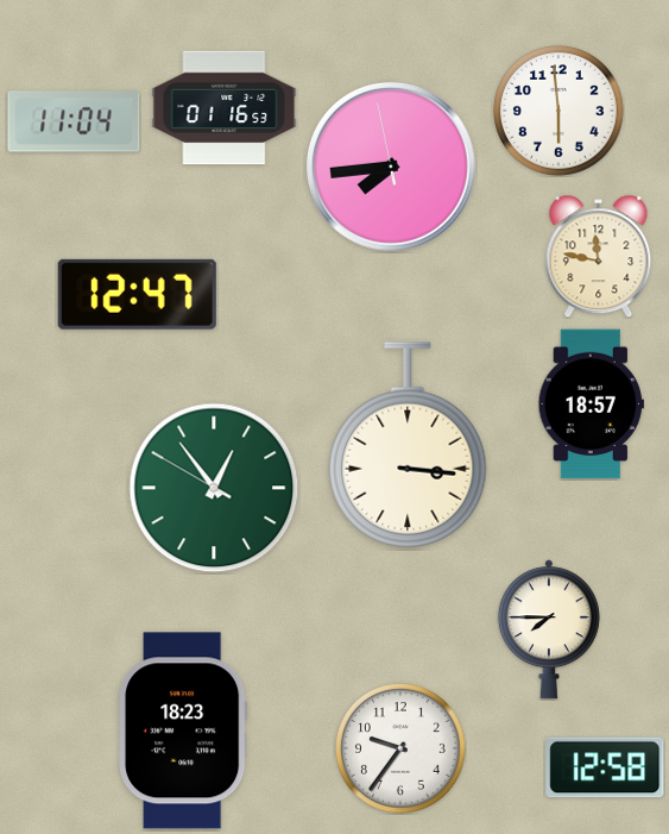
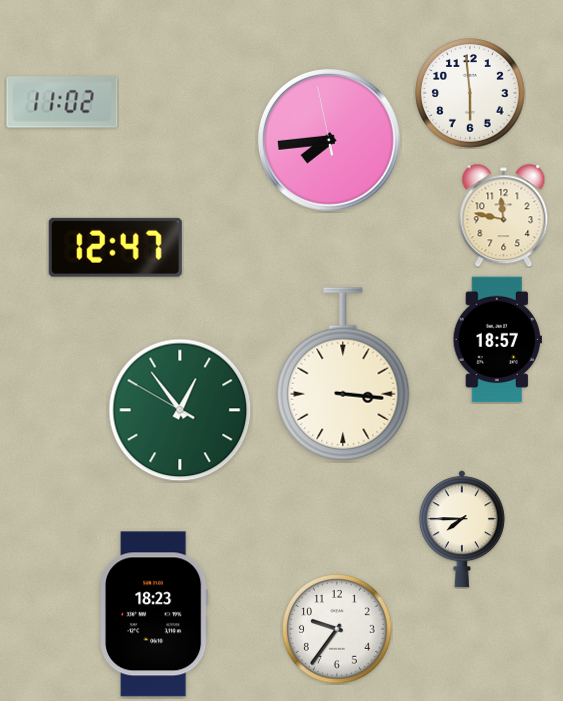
clock at (225, 108): 01:16 -> none
clock at (74, 121): 11:04 -> 11:02
clock at (605, 767): 12:58 -> none
